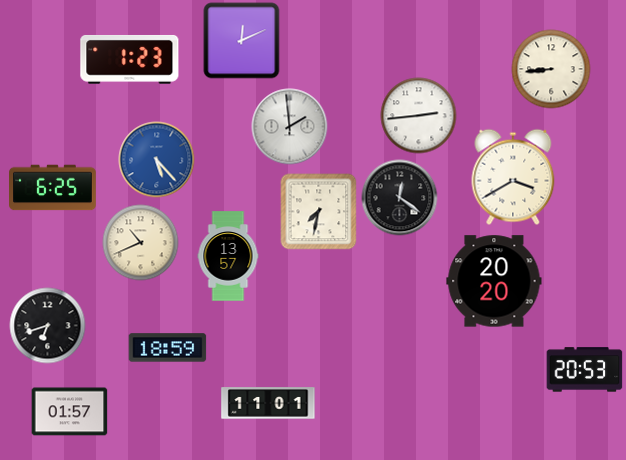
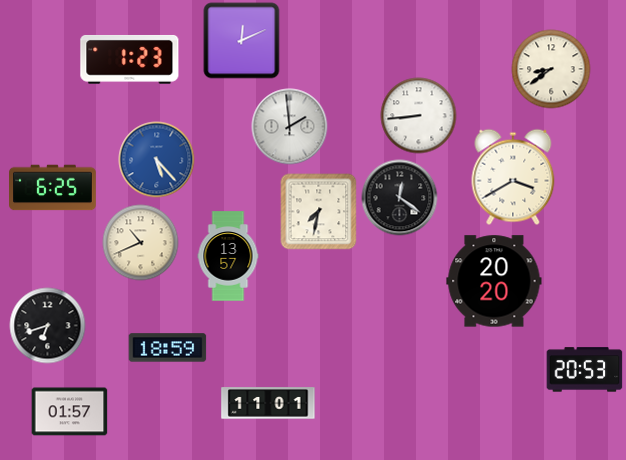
clock at (551, 69): 8:44 -> 8:39
clock at (419, 116): 2:44 -> 8:44
